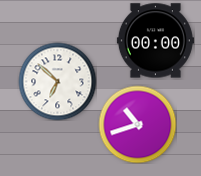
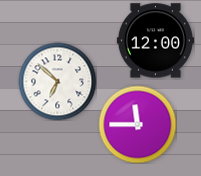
clock at (155, 41): 00:00 -> 12:00
clock at (137, 124): 10:42 -> 11:45
